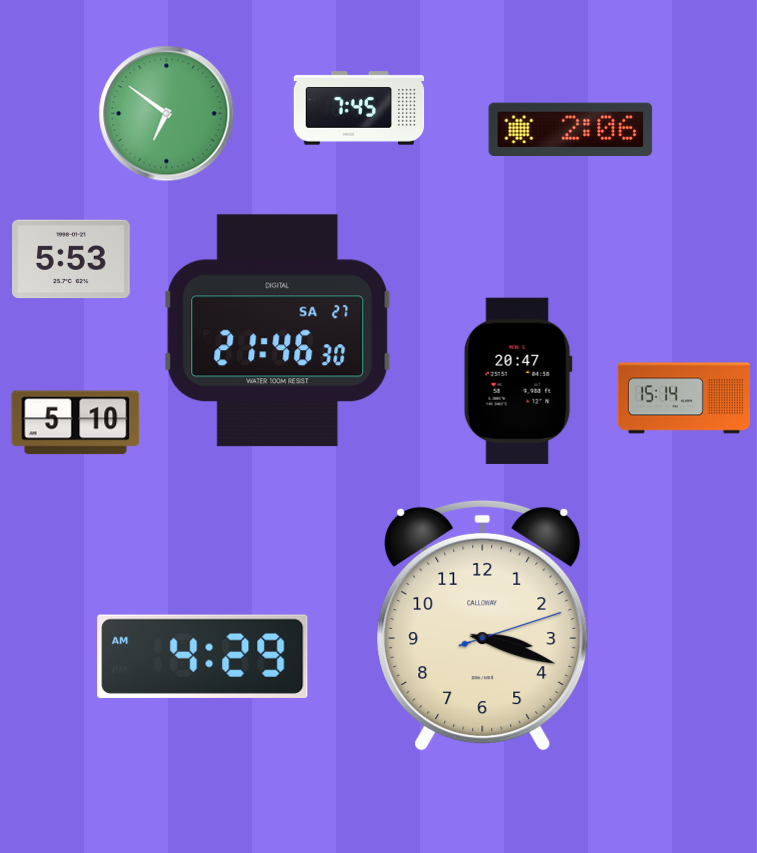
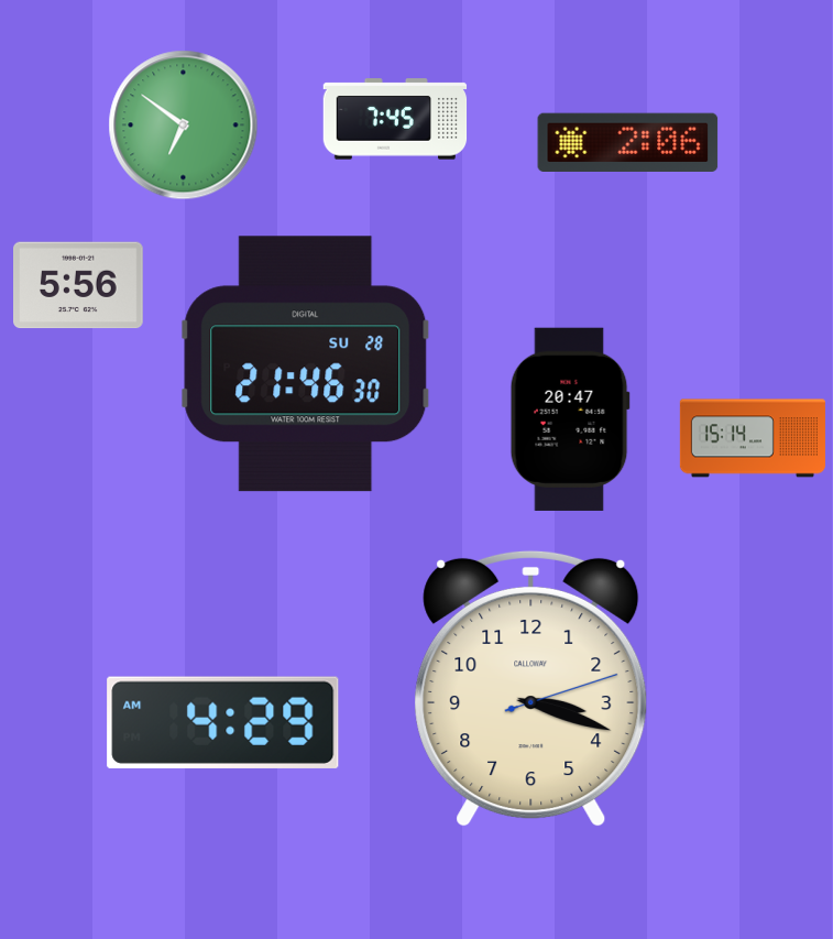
clock at (72, 259): 5:53 -> 5:56
clock at (278, 331) date: SA 27 -> SU 28
clock at (76, 423): 5:10 -> none
